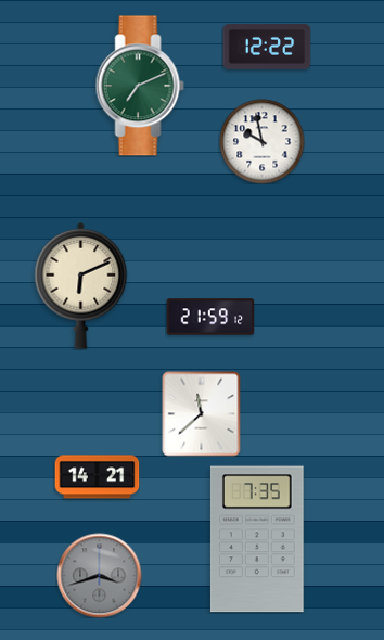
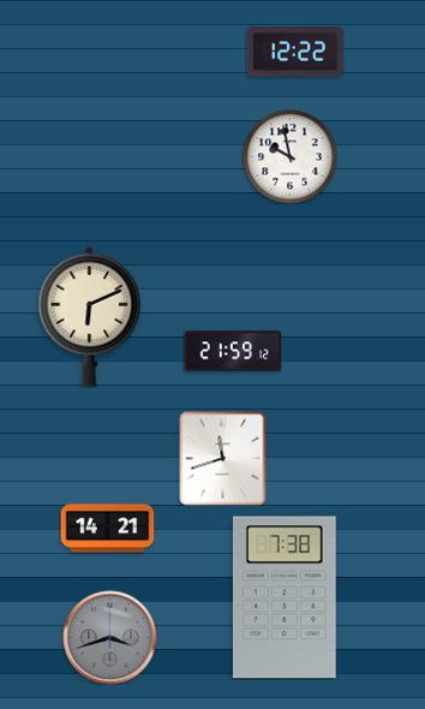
clock at (140, 86): 7:11 -> none
clock at (202, 413): 11:38 -> 11:42
clock at (257, 539): 7:35 -> 7:38
